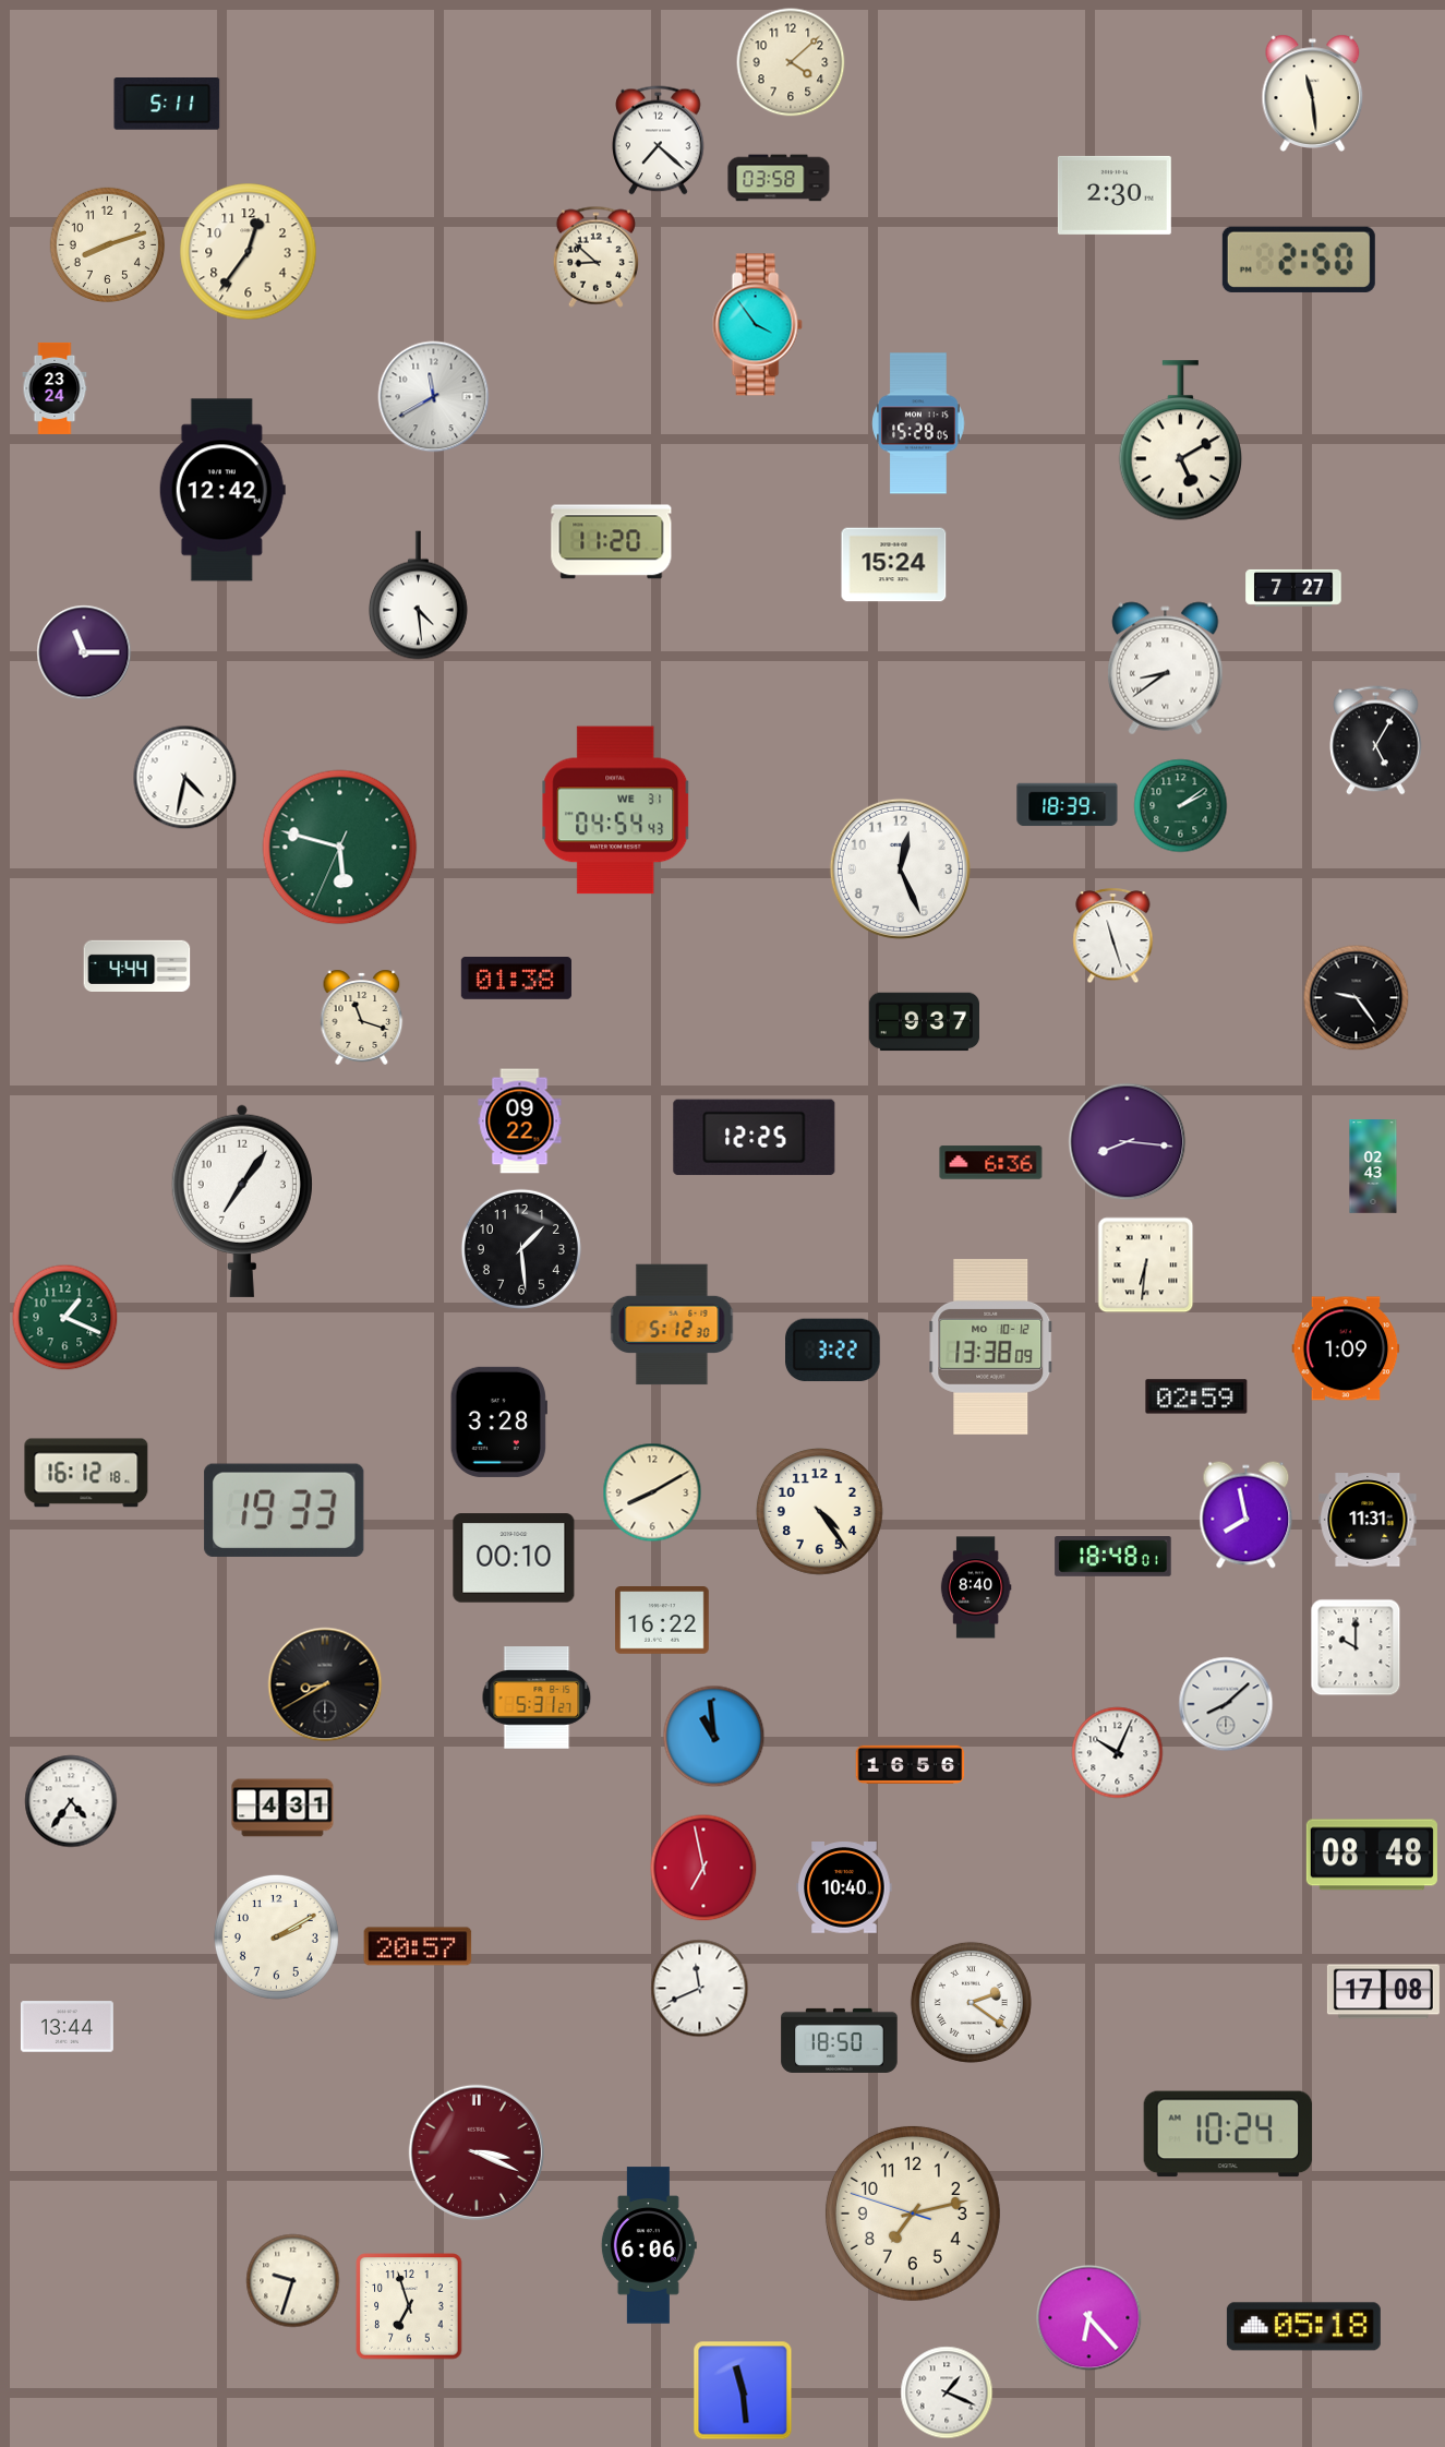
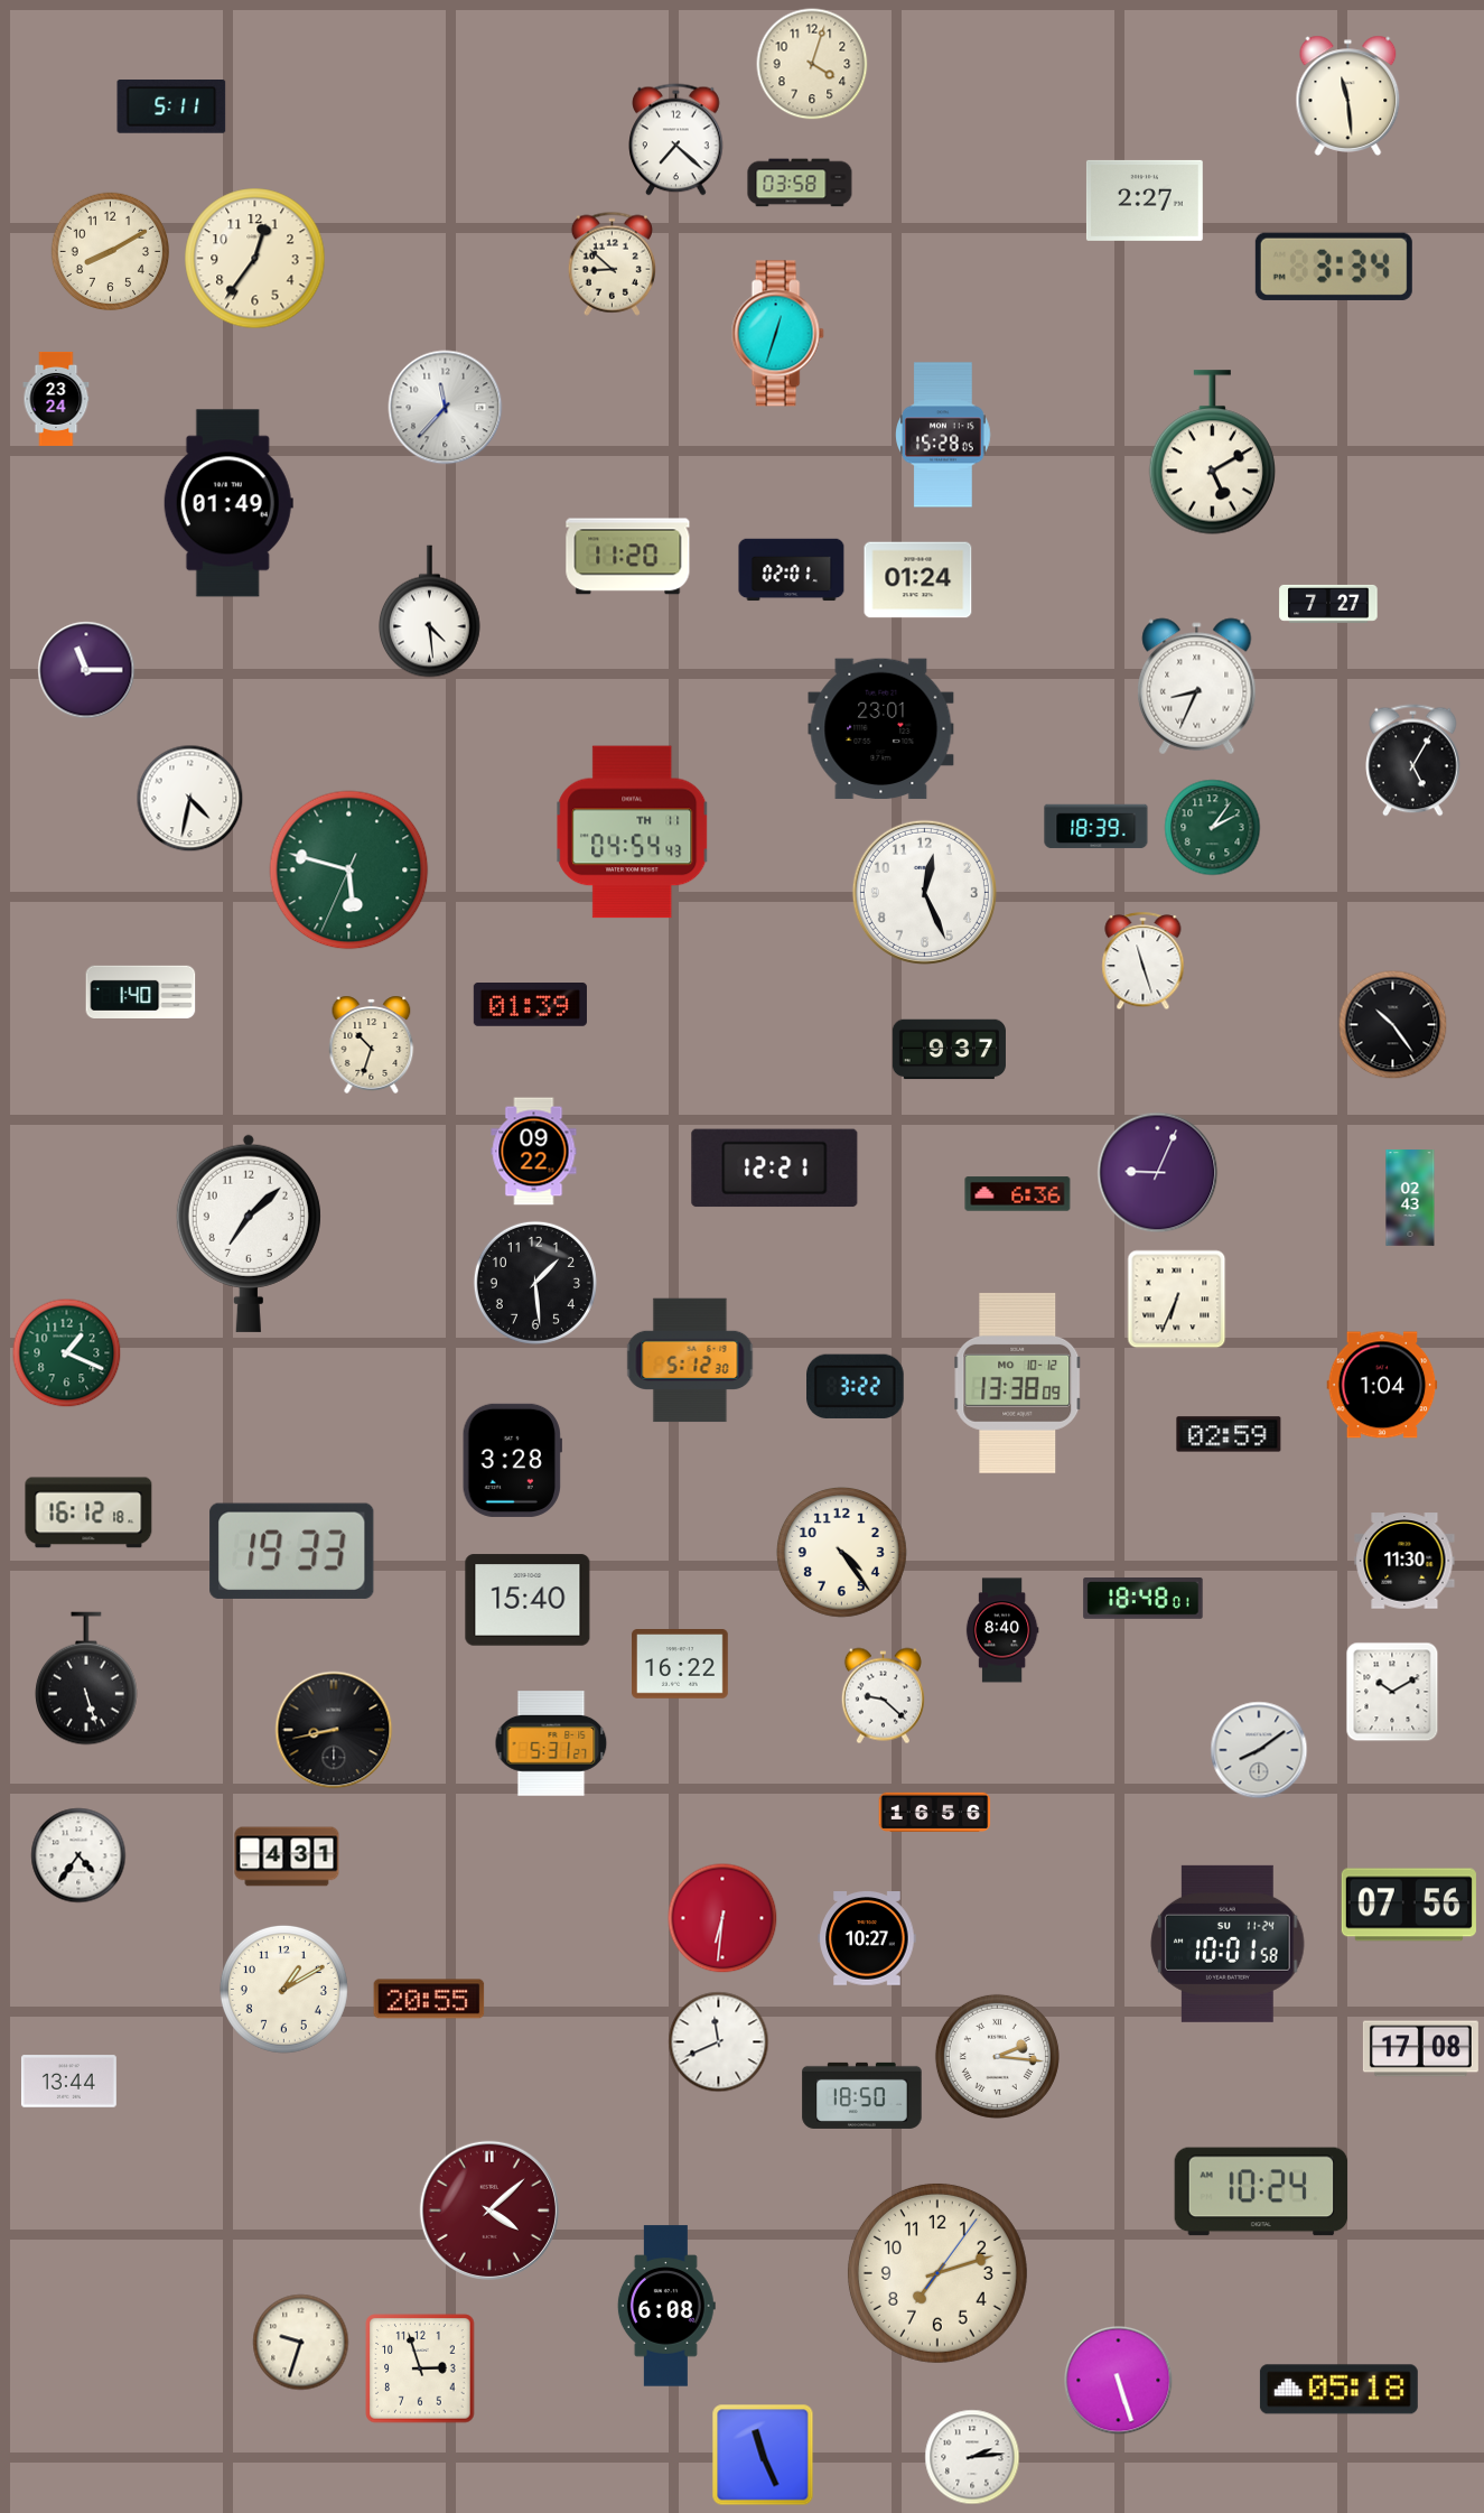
clock at (791, 62): 4:08 -> 4:03
clock at (659, 141) position: (659, 141) -> (676, 140)
clock at (1115, 195): 2:30 -> 2:27
clock at (108, 245): 8:12 -> 8:10
clock at (1299, 260): 2:50 -> 3:34
clock at (757, 325): 3:54 -> 12:33
clock at (434, 397): 11:40 -> 11:37
clock at (222, 490): 12:42 -> 01:49
clock at (792, 570): none -> 02:01
clock at (894, 565): 15:24 -> 01:24
clock at (1166, 669): 8:39 -> 8:34
clock at (881, 729): none -> 23:01
clock at (1181, 806): 2:09 -> 2:06
clock at (616, 811) date: WE 31 -> TH 11
clock at (137, 965): 4:44 -> 1:40
clock at (516, 979): 01:38 -> 01:39
clock at (1357, 998): 9:24 -> 10:24
clock at (362, 1017): 11:18 -> 10:33
clock at (755, 1138): 12:25 -> 12:21
clock at (1128, 1142): 8:16 -> 9:04
clock at (242, 1201): 7:06 -> 7:08
clock at (1146, 1266): 6:31 -> 6:34
clock at (1346, 1348): 1:09 -> 1:04
clock at (652, 1492): 8:10 -> none
clock at (1247, 1515): 7:58 -> none
clock at (1368, 1520): 11:31 -> 11:30
clock at (514, 1558): 00:10 -> 15:40
clock at (87, 1678): none -> 5:27
clock at (1356, 1647): 10:00 -> 10:10
clock at (883, 1696): none -> 9:22
clock at (325, 1684): 8:40 -> 8:43
clock at (1226, 1704): 8:08 -> 8:09
clock at (714, 1737): 10:59 -> none
clock at (1118, 1753): 10:04 -> none
clock at (71, 1801) position: (71, 1801) -> (78, 1855)
clock at (282, 1808) position: (282, 1808) -> (287, 1856)
clock at (1372, 1855): 08:48 -> 07:56
clock at (703, 1868): 6:58 -> 6:31
clock at (844, 1888): 10:40 -> 10:27
clock at (1228, 1944): none -> 10:01
clock at (276, 1936): 2:10 -> 1:10
clock at (418, 1946): 20:57 -> 20:55
clock at (1383, 1992) position: (1383, 1992) -> (1420, 2049)
clock at (971, 2002): 2:21 -> 2:16
clock at (477, 2152): 3:19 -> 4:08
clock at (913, 2214): 7:12:48 -> 7:12:06
clock at (649, 2245): 6:06 -> 6:08
clock at (409, 2306): 6:57 -> 2:57
clock at (1089, 2318): 6:23 -> 5:27
clock at (743, 2390): 11:29 -> 11:26
clock at (947, 2392): 1:19 -> 2:14
